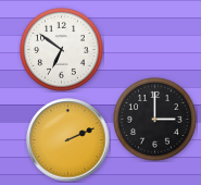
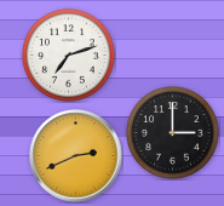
clock at (62, 50): 6:51 -> 7:12
clock at (68, 140): 2:11 -> 2:41
